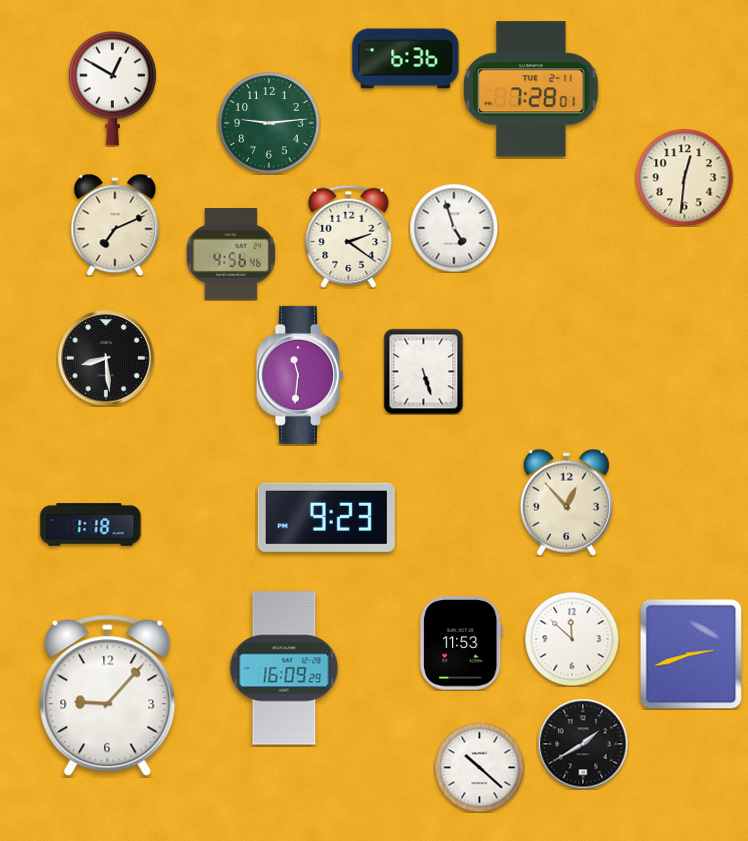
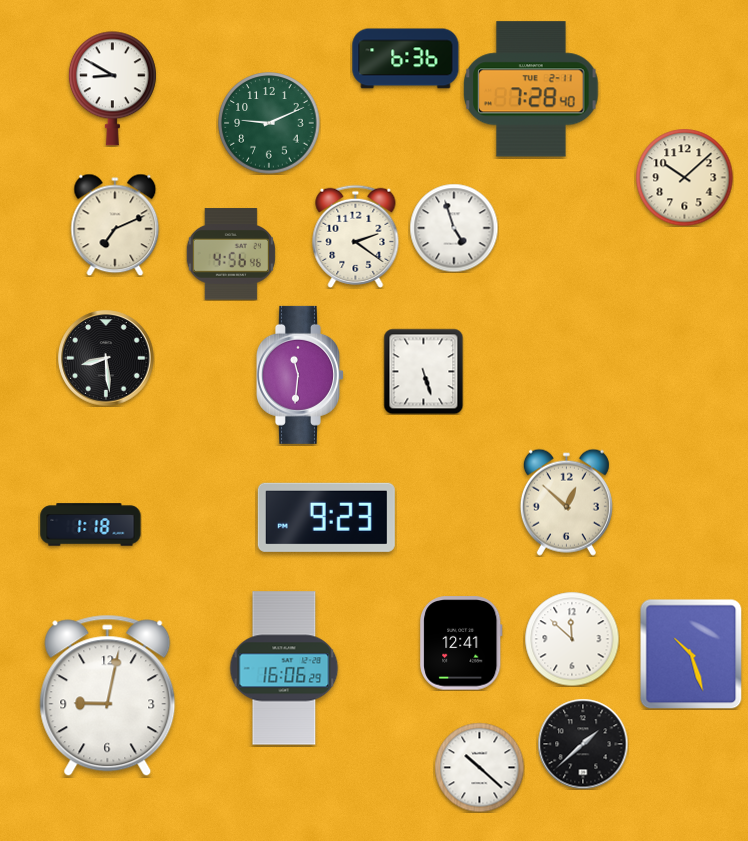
clock at (112, 89): 12:50 -> 8:50
clock at (531, 89): 7:28:01 -> 7:28:40
clock at (269, 123): 9:14 -> 9:11
clock at (684, 177): 12:31 -> 10:08
clock at (349, 236) position: (349, 236) -> (356, 236)
clock at (566, 502): 12:53 -> 12:52
clock at (461, 643): 11:53 -> 12:41
clock at (691, 654): 2:42 -> 10:27
clock at (284, 668): 16:09 -> 16:06
clock at (108, 696): 9:07 -> 9:02
clock at (583, 744): 1:40 -> 1:38
